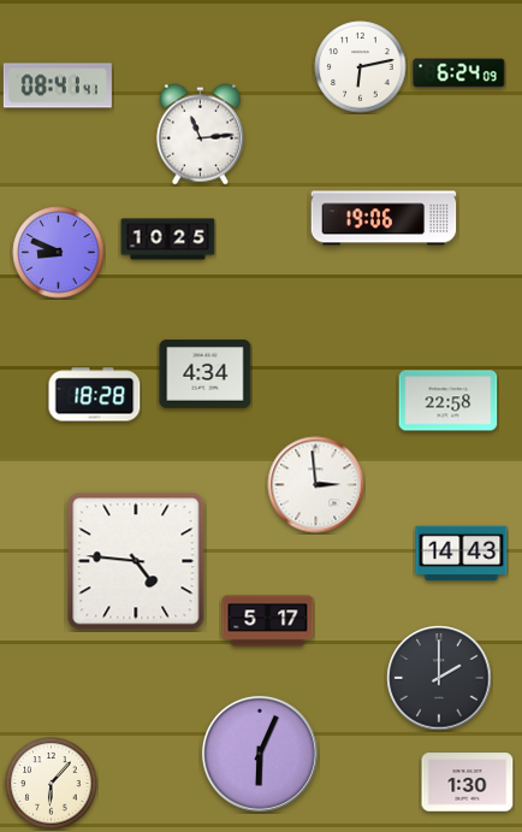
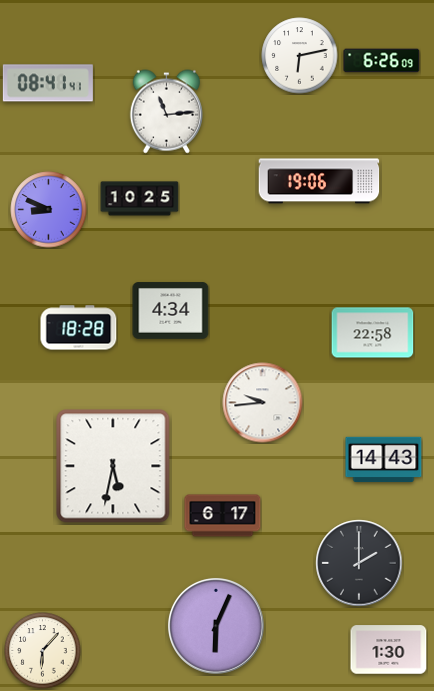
clock at (459, 73): 6:24 -> 6:26
clock at (58, 85) position: (58, 85) -> (48, 83)
clock at (316, 485): 2:59 -> 9:44
clock at (136, 561): 4:46 -> 5:32
clock at (268, 621): 5:17 -> 6:17
clock at (439, 678) position: (439, 678) -> (359, 563)
